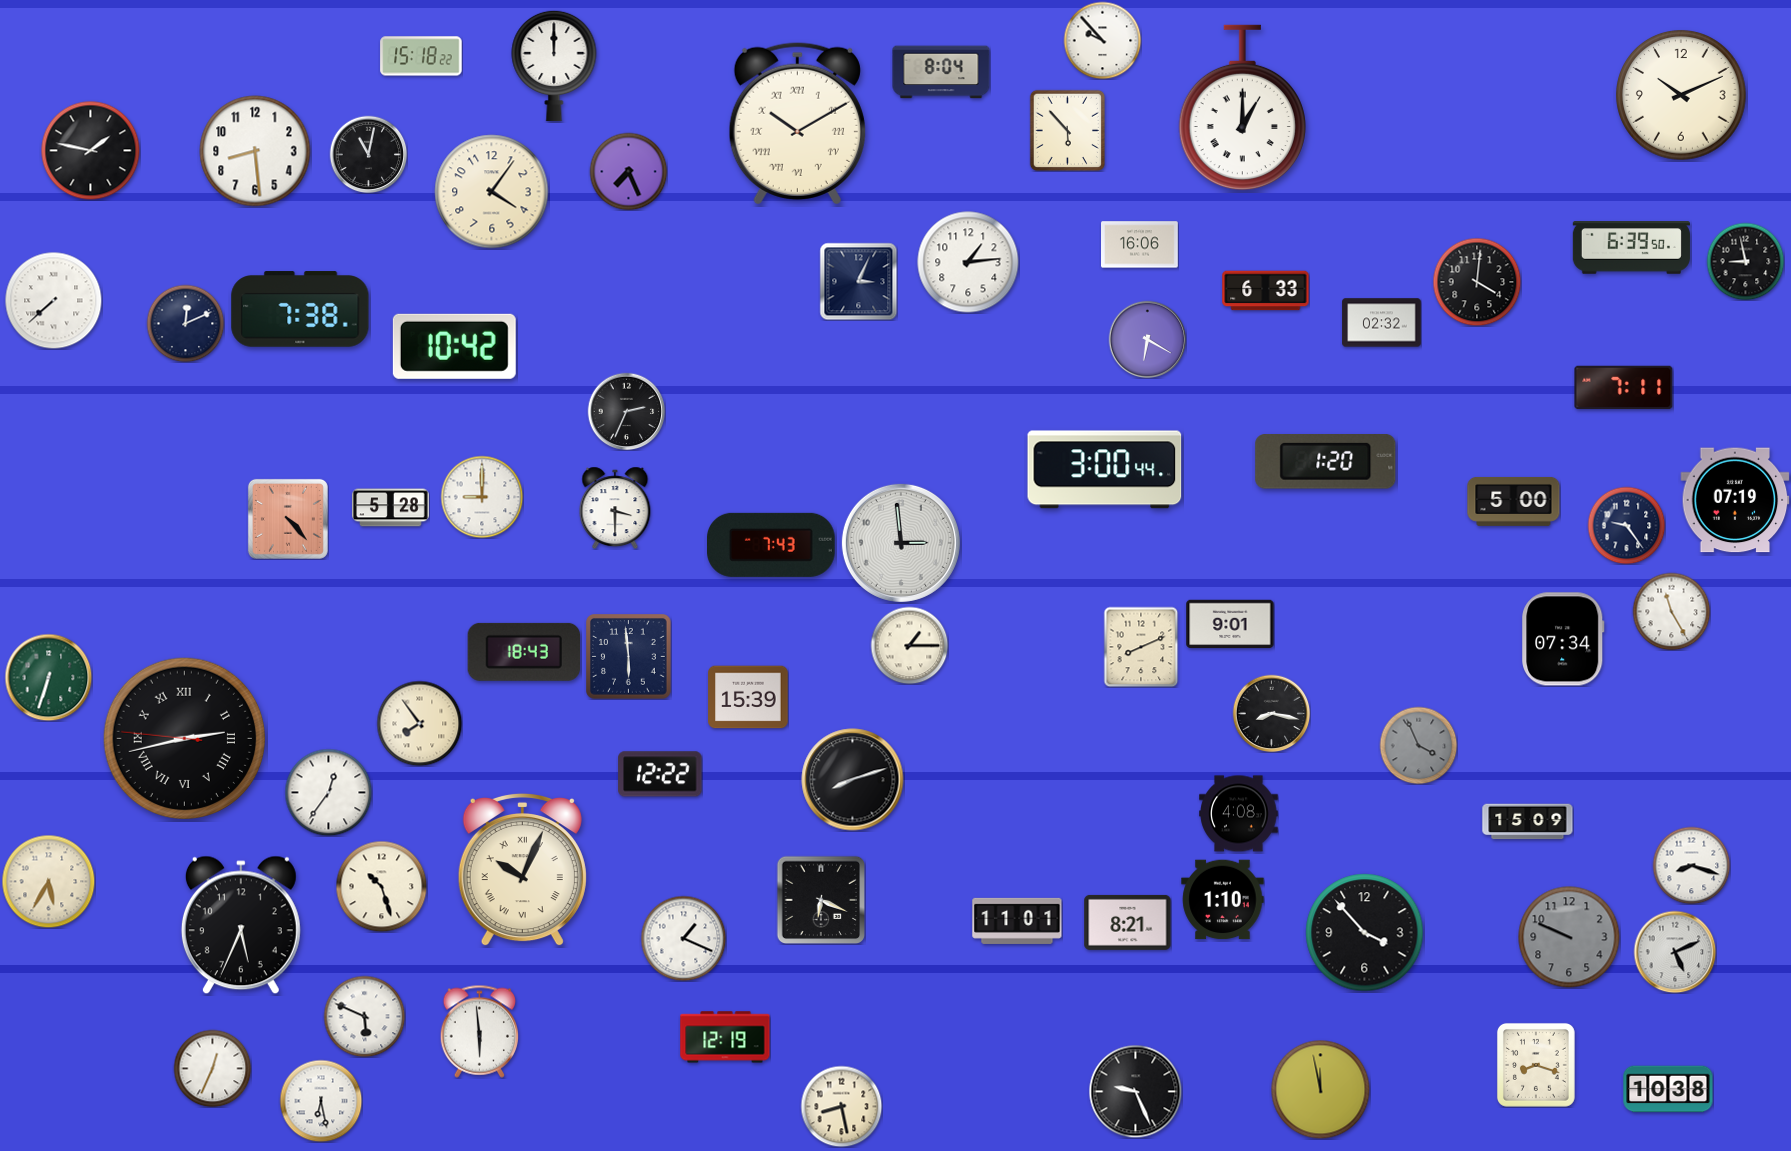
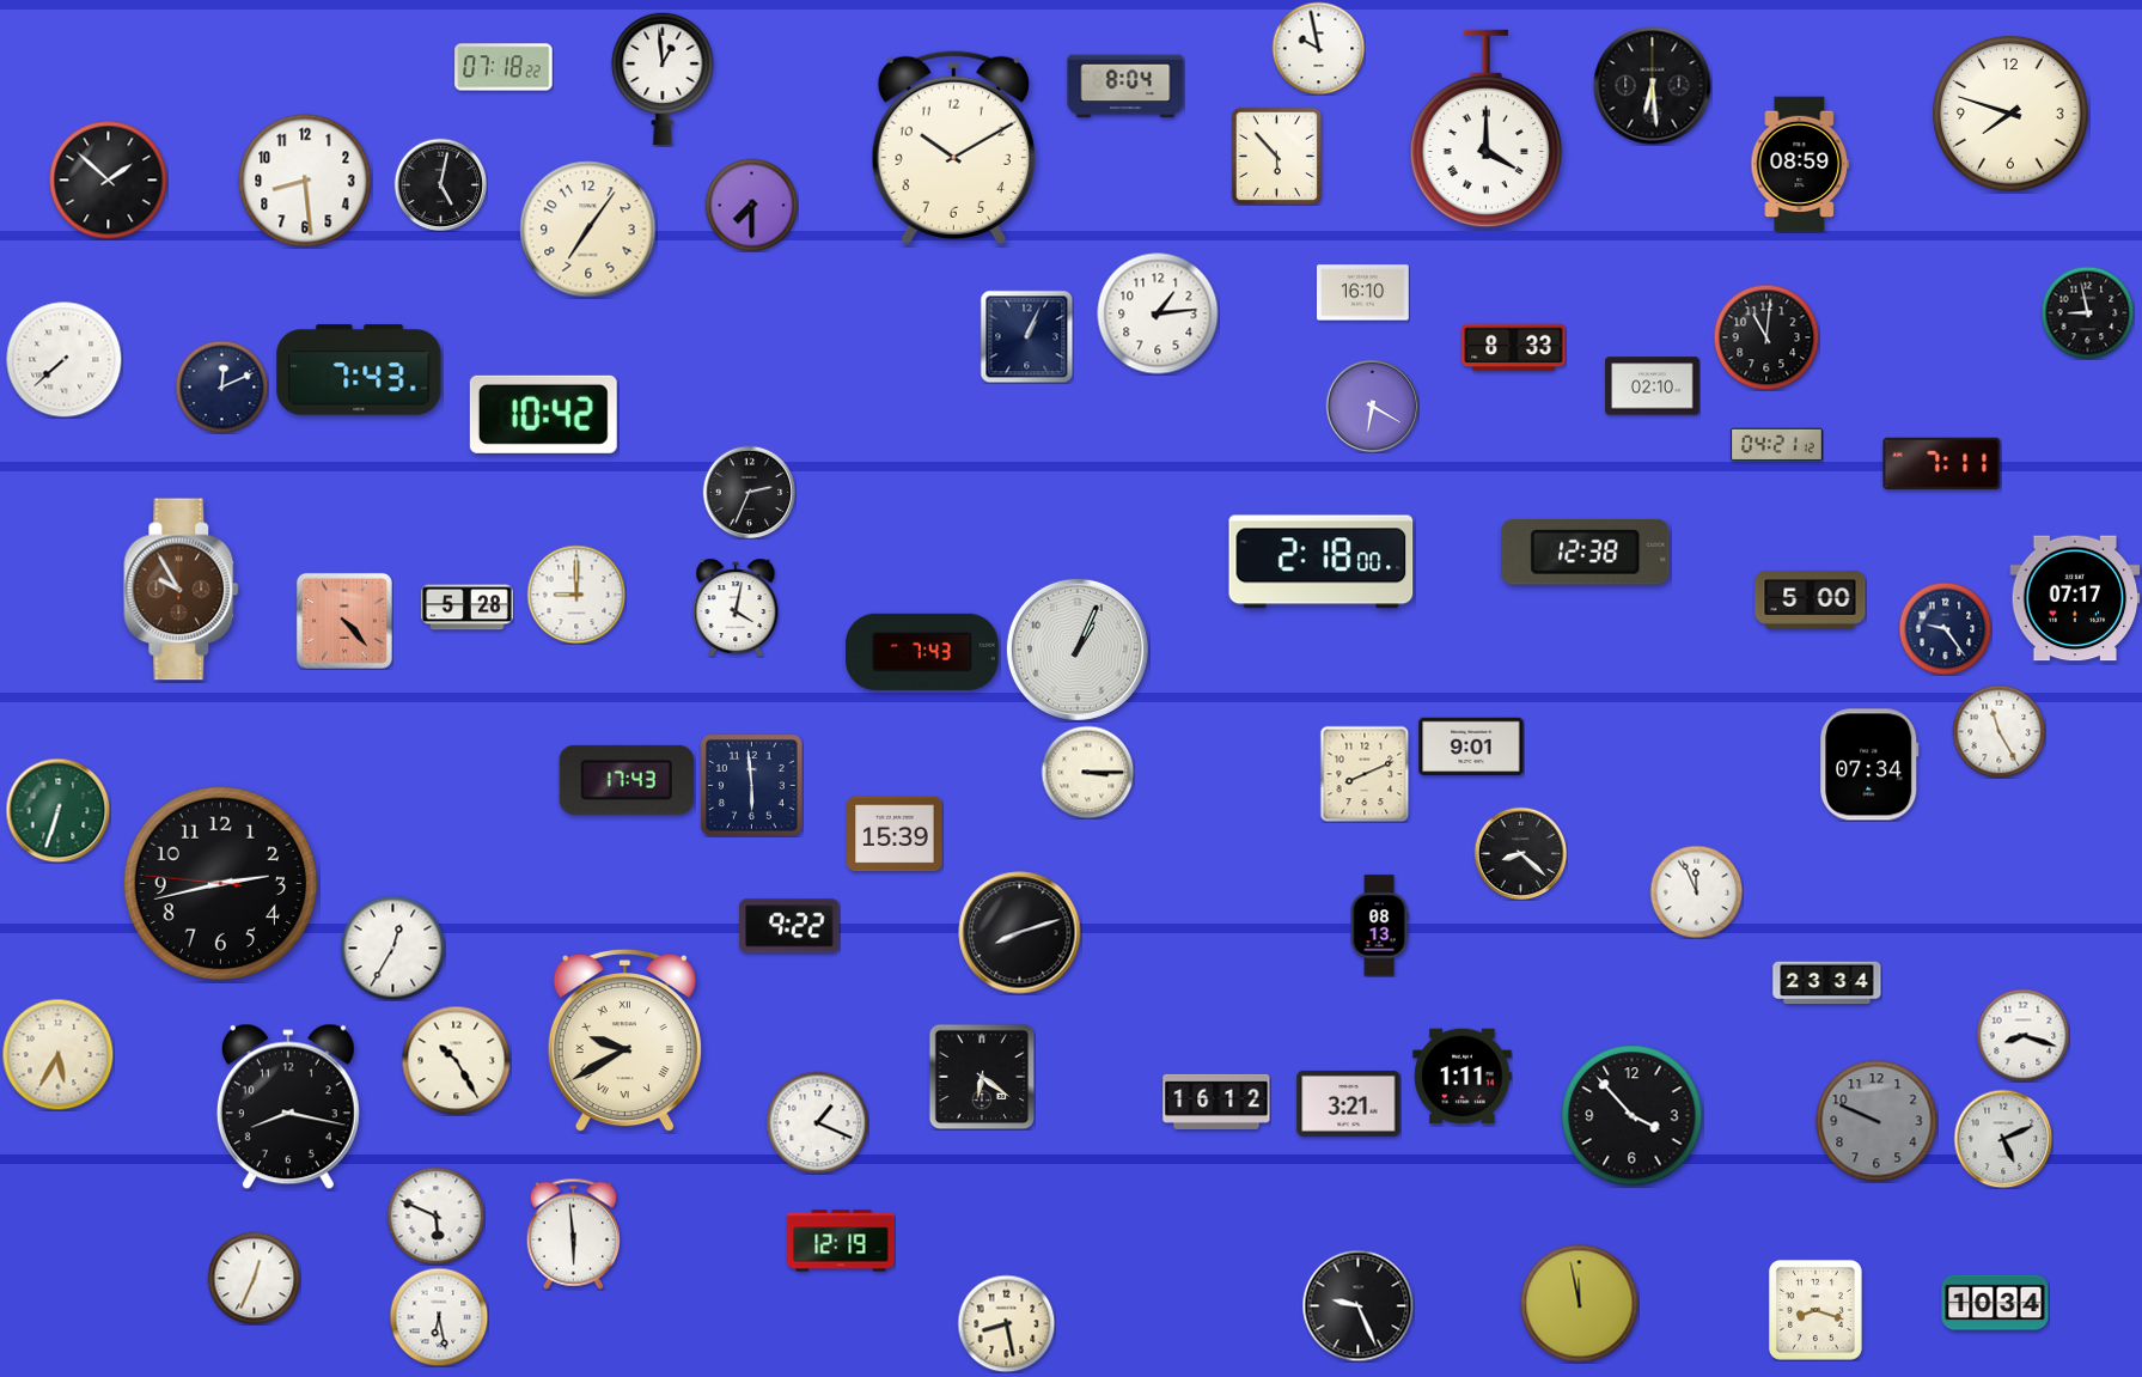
clock at (1102, 40): 9:53 -> 9:58
clock at (421, 56): 15:18 -> 07:18
clock at (554, 66): 12:00 -> 12:59
clock at (1653, 86): none -> 6:29
clock at (1681, 95): 10:11 -> 7:48
clock at (1242, 108): 1:00 -> 4:00
clock at (797, 123) numerals: Roman -> Arabic
clock at (1800, 164): none -> 08:59
clock at (91, 151): 1:47 -> 1:52
clock at (368, 154): 11:02 -> 5:02
clock at (628, 171): 7:26 -> 7:30
clock at (492, 192): 4:06 -> 7:06
clock at (1140, 245): 16:06 -> 16:10
clock at (1631, 248): 6:39 -> none
clock at (858, 281): 3:04 -> 1:04
clock at (1477, 282): 4:01 -> 11:01
clock at (1266, 291): 6:33 -> 8:33
clock at (300, 309): 7:38 -> 7:43
clock at (1382, 323): 02:32 -> 02:10
clock at (1777, 445): none -> 04:21
clock at (1326, 462): 1:20 -> 12:38
clock at (1105, 470): 3:00 -> 2:18
clock at (182, 590): none -> 9:55
clock at (1735, 500): 07:19 -> 07:17
clock at (615, 508): 3:30 -> 4:02
clock at (901, 543): 2:59 -> 1:04
clock at (909, 645): 1:15 -> 3:15
clock at (523, 652): 18:43 -> 17:43
clock at (1271, 713): 8:17 -> 8:22
clock at (419, 723): 7:54 -> none
clock at (184, 738) numerals: Roman -> Arabic
clock at (1418, 745): 3:56 -> 11:56
clock at (1418, 745) dial: grey -> white
clock at (660, 774): 12:22 -> 9:22
clock at (1379, 926): none -> 08:13
clock at (328, 792): 12:36 -> 12:35
clock at (1239, 814): 4:08 -> none
clock at (1528, 822): 15:09 -> 23:34
clock at (522, 870): 10:04 -> 9:40
clock at (381, 886): 10:27 -> 10:25
clock at (820, 899): 6:19 -> 6:21
clock at (1223, 900): 1:10 -> 1:11
clock at (1017, 921): 11:01 -> 16:12
clock at (1128, 922): 8:21 -> 3:21
clock at (241, 925): 5:34 -> 8:17
clock at (725, 1037) position: (725, 1037) -> (841, 1241)
clock at (1536, 1065) position: (1536, 1065) -> (1815, 1310)
clock at (1668, 1089): 10:38 -> 10:34
clock at (321, 1101) position: (321, 1101) -> (439, 1317)
